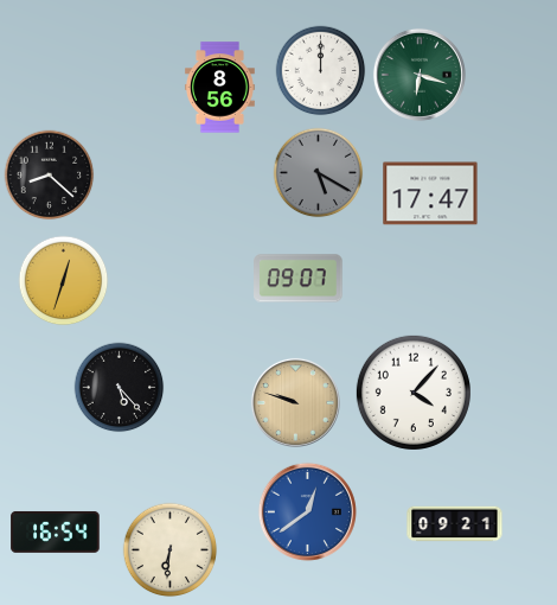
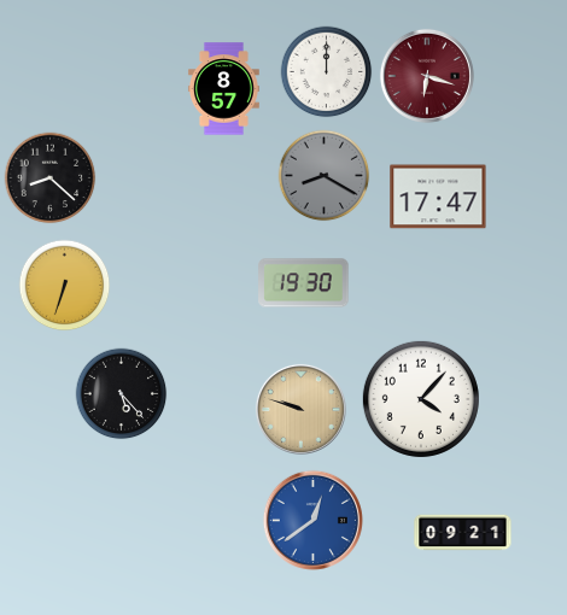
clock at (420, 75) dial: green -> burgundy
clock at (219, 88): 8:56 -> 8:57
clock at (319, 173): 5:20 -> 8:20
clock at (299, 279): 09:07 -> 19:30
clock at (64, 281): 12:33 -> 6:33
clock at (56, 531): 16:54 -> none
clock at (171, 550): 6:31 -> none
